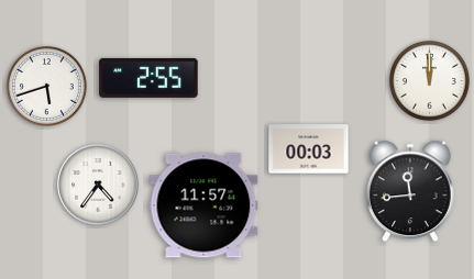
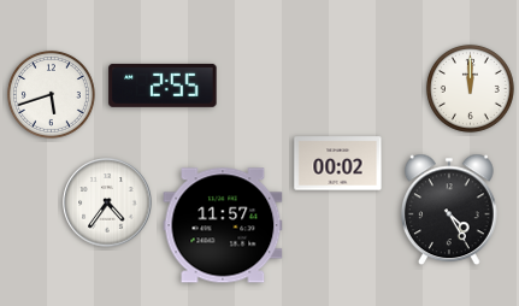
clock at (309, 149): 00:03 -> 00:02
clock at (410, 191): 11:44 -> 4:25
